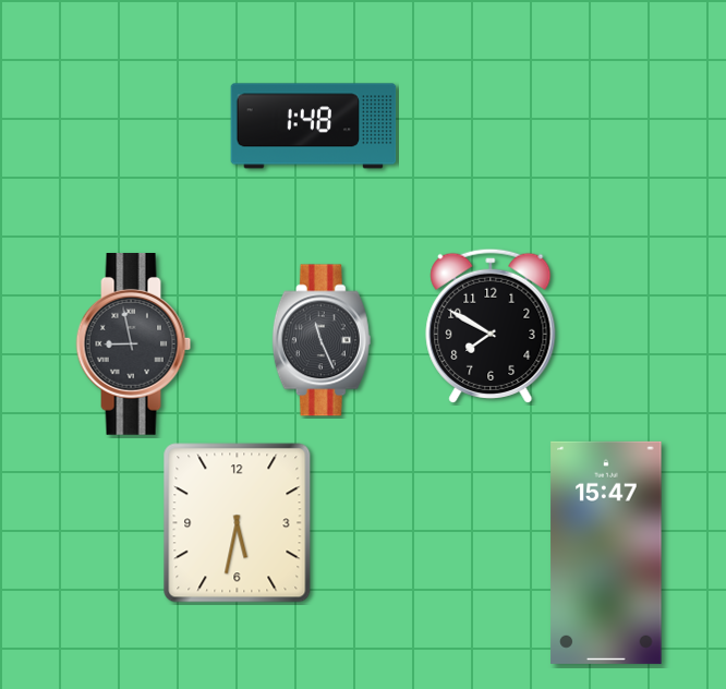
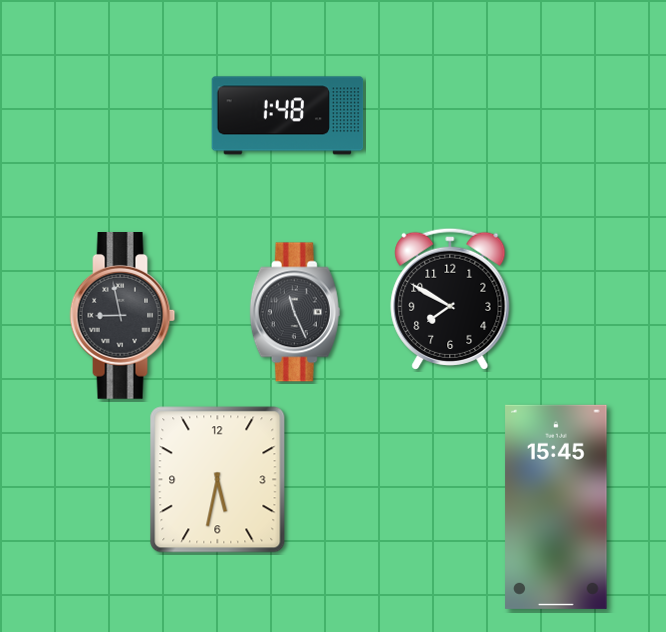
clock at (606, 553): 15:47 -> 15:45
